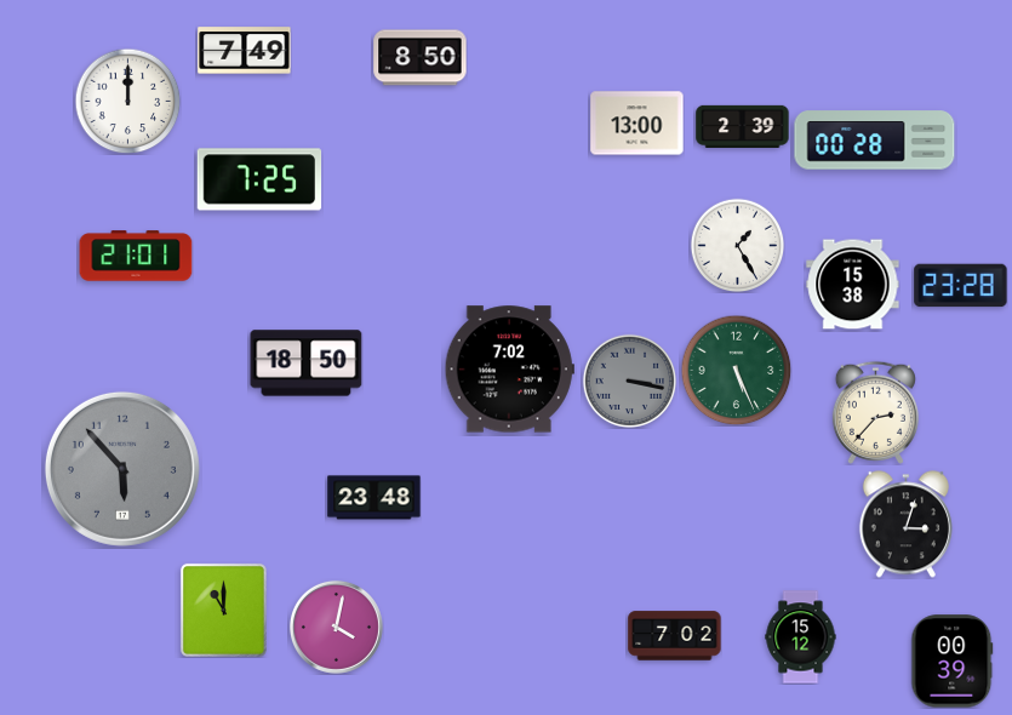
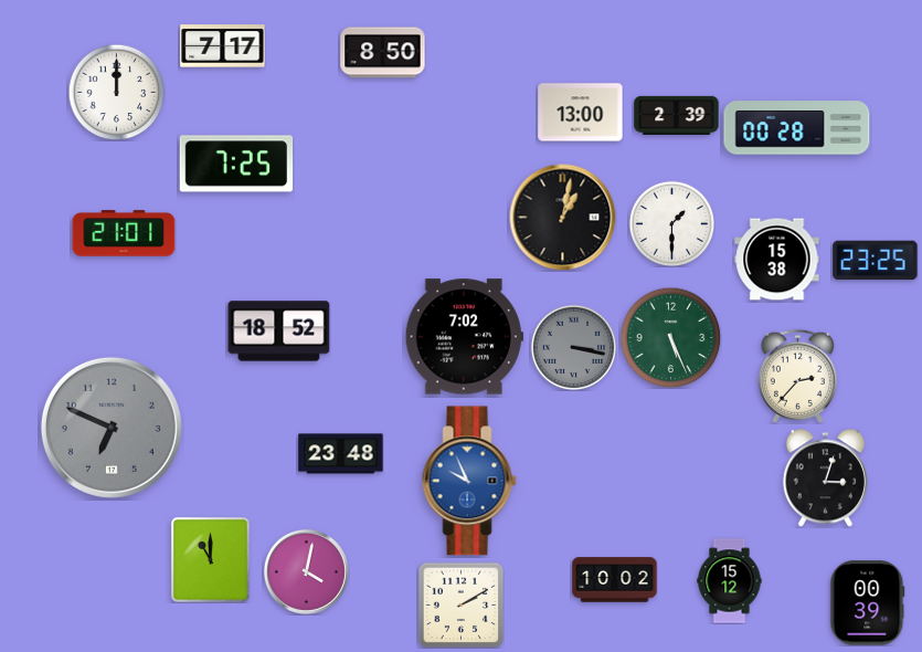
clock at (245, 51): 7:49 -> 7:17
clock at (563, 218): none -> 1:02
clock at (737, 245): 1:25 -> 1:30
clock at (961, 286): 23:28 -> 23:25
clock at (307, 364): 18:50 -> 18:52
clock at (122, 469): 5:53 -> 6:49
clock at (469, 481): none -> 9:56
clock at (223, 610) position: (223, 610) -> (210, 559)
clock at (675, 636): 7:02 -> 10:02
clock at (460, 604): none -> 2:10
